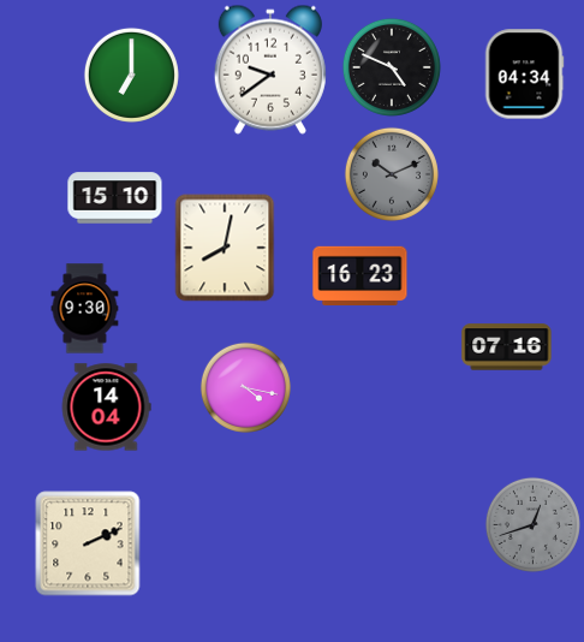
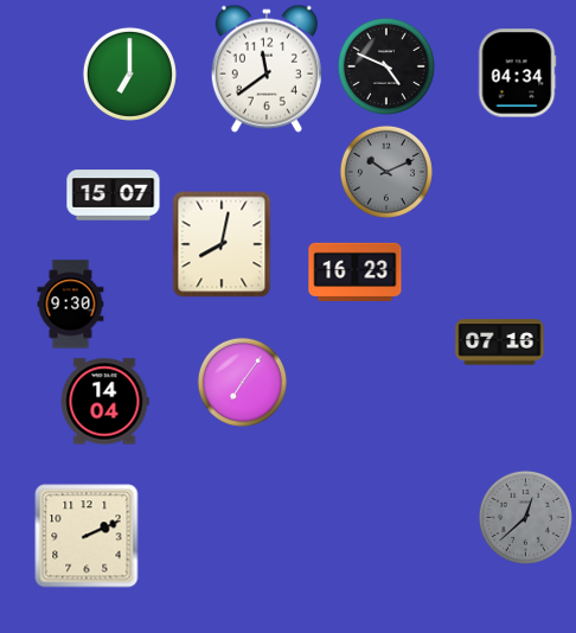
clock at (270, 70): 9:39 -> 11:39
clock at (115, 198): 15:10 -> 15:07
clock at (85, 309) position: (85, 309) -> (71, 305)
clock at (245, 387): 4:17 -> 7:06
clock at (532, 524): 12:42 -> 12:38
